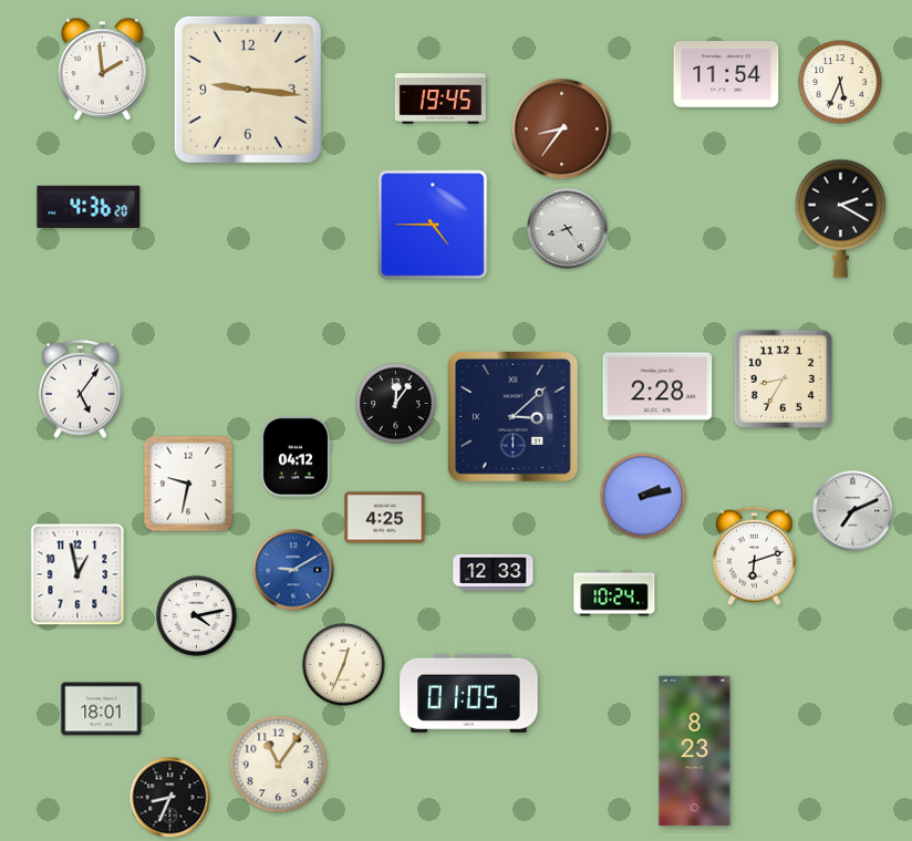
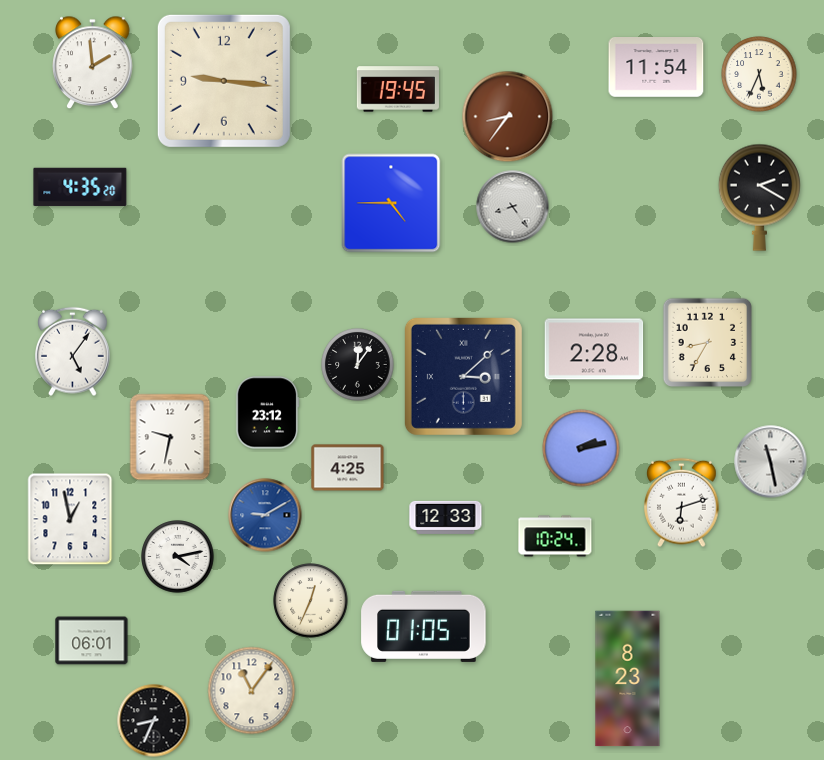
clock at (89, 207): 4:36 -> 4:35
clock at (296, 457): 04:12 -> 23:12
clock at (853, 511): 7:11 -> 11:28
clock at (102, 709): 18:01 -> 06:01
